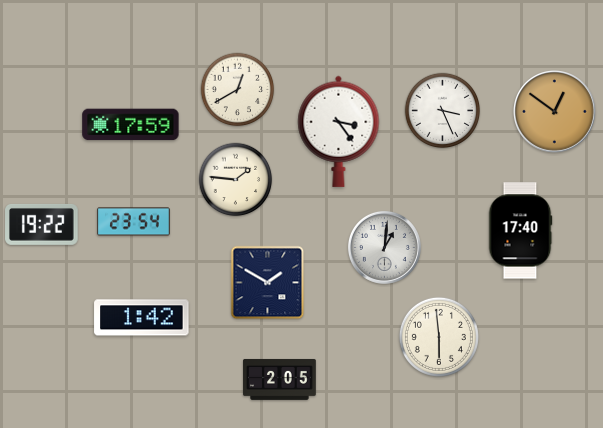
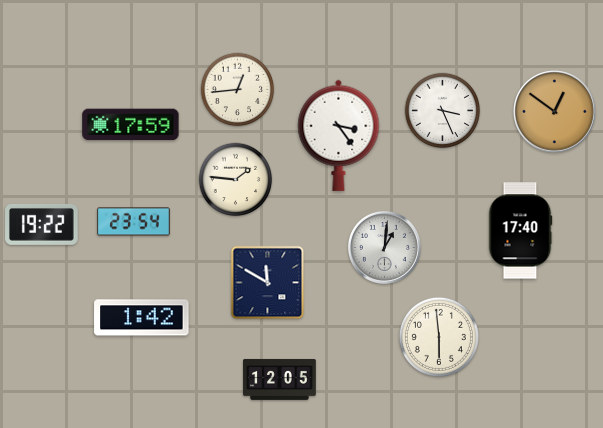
clock at (238, 90): 12:40 -> 12:44
clock at (339, 131) position: (339, 131) -> (339, 135)
clock at (268, 283): 1:50 -> 11:50
clock at (280, 379): 2:05 -> 12:05
